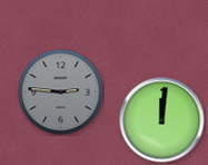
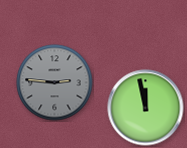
clock at (162, 120): 12:01 -> 11:58
